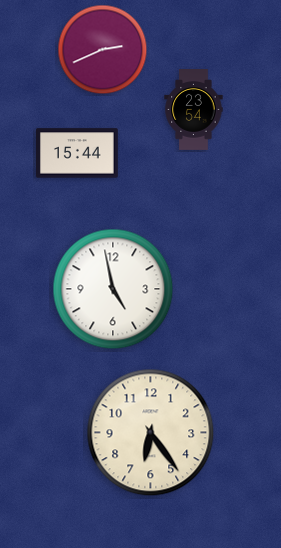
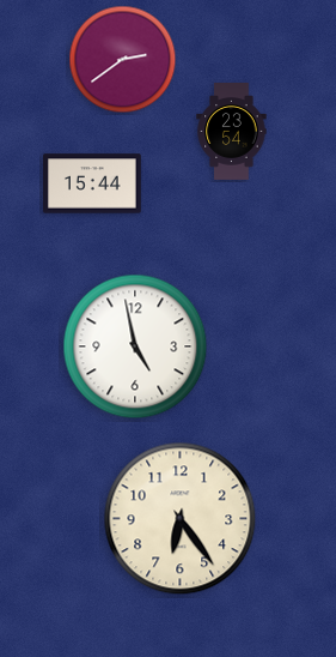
clock at (103, 50): 2:41 -> 2:39
